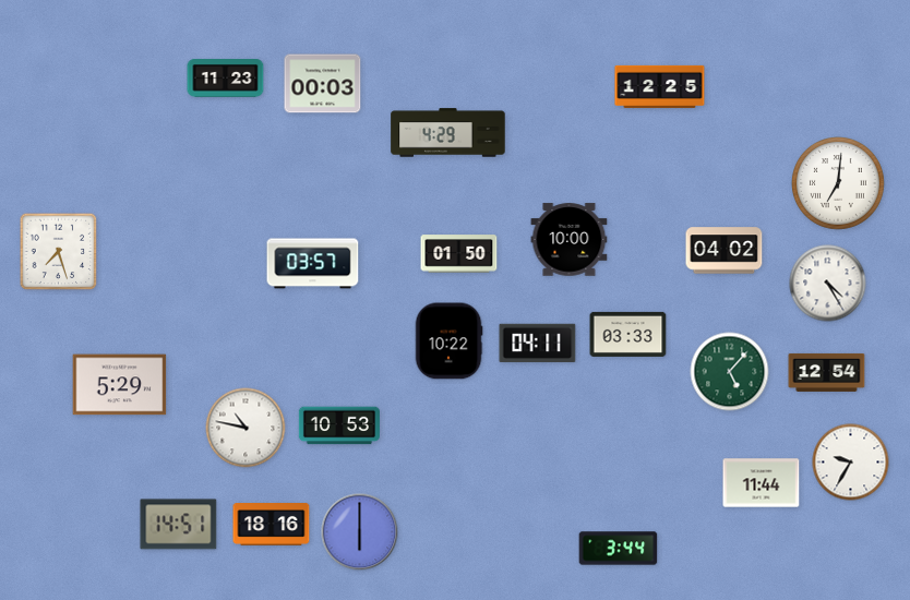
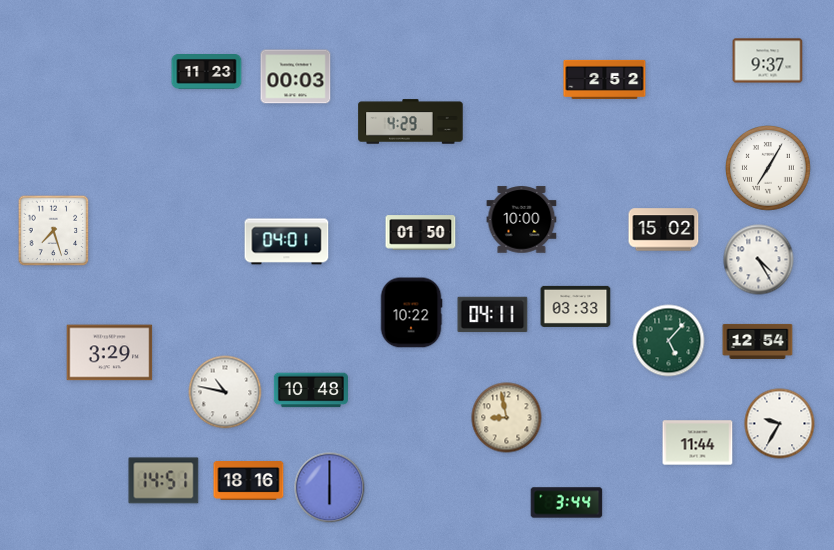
clock at (768, 61): none -> 9:37
clock at (660, 86): 12:25 -> 2:52
clock at (839, 184): 7:01 -> 7:05
clock at (725, 251): 04:02 -> 15:02
clock at (313, 264): 03:57 -> 04:01
clock at (120, 385): 5:29 -> 3:29
clock at (339, 425): 10:53 -> 10:48
clock at (507, 418): none -> 8:58
